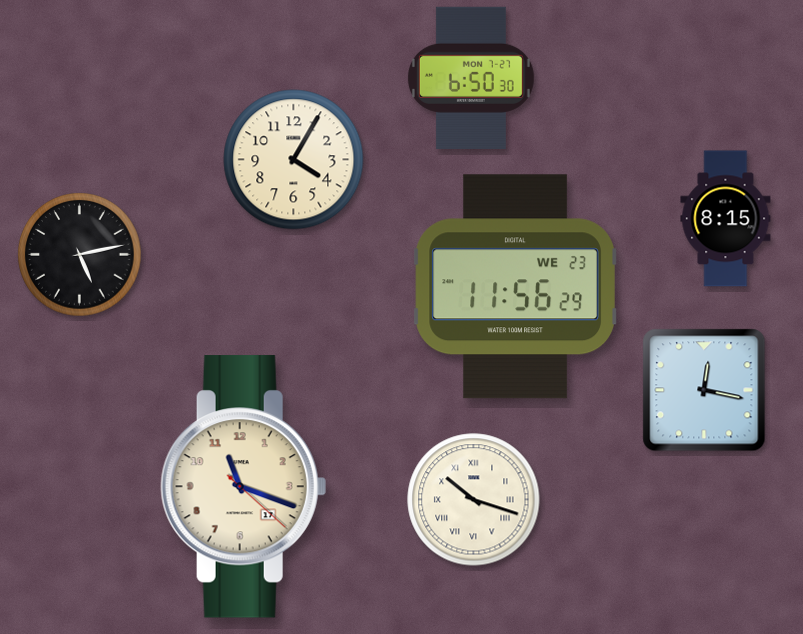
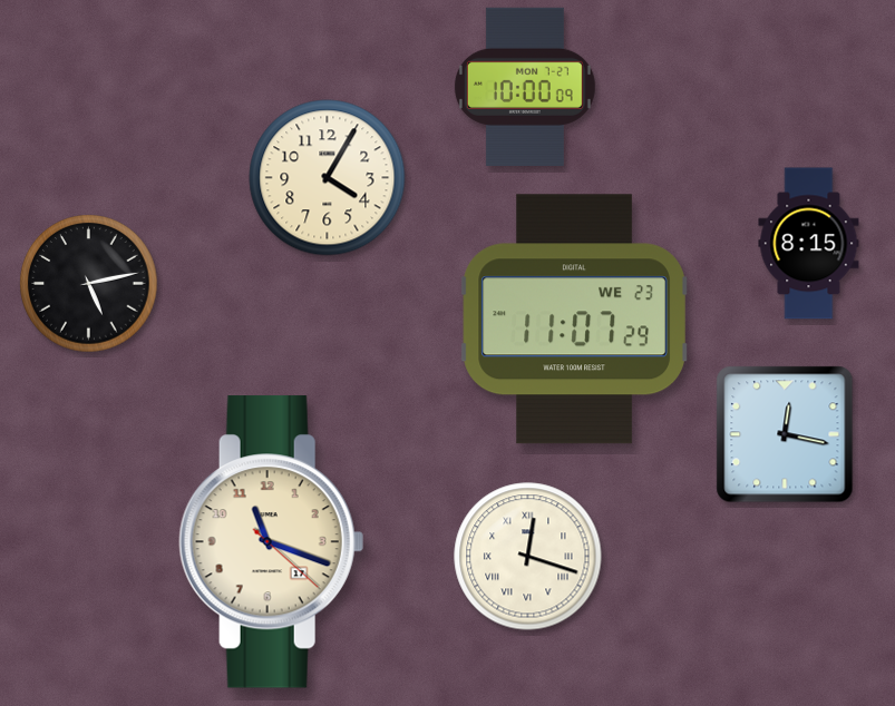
clock at (471, 78): 6:50 -> 10:00
clock at (515, 287): 11:56 -> 11:07
clock at (474, 500): 10:18 -> 12:18
